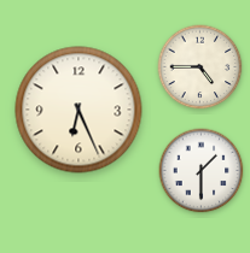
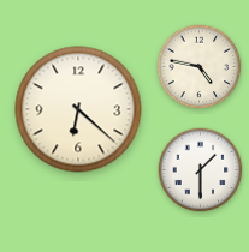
clock at (200, 67): 4:45 -> 4:47
clock at (79, 110): 6:26 -> 6:22
